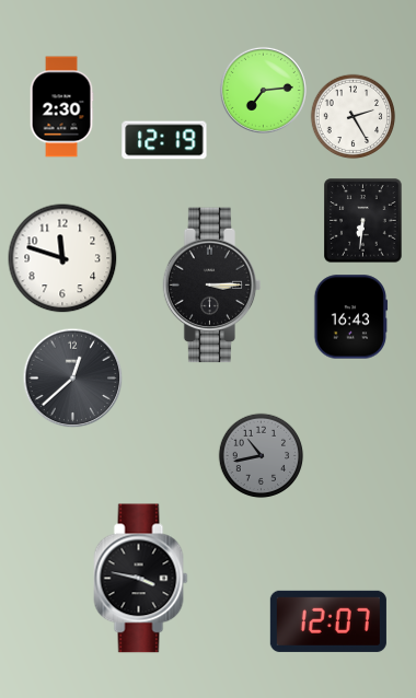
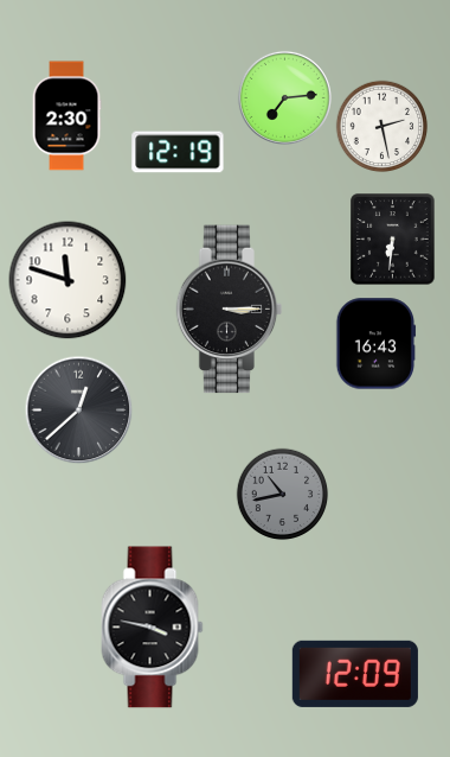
clock at (353, 116): 2:25 -> 2:28
clock at (350, 317) position: (350, 317) -> (375, 344)
clock at (328, 621): 12:07 -> 12:09
